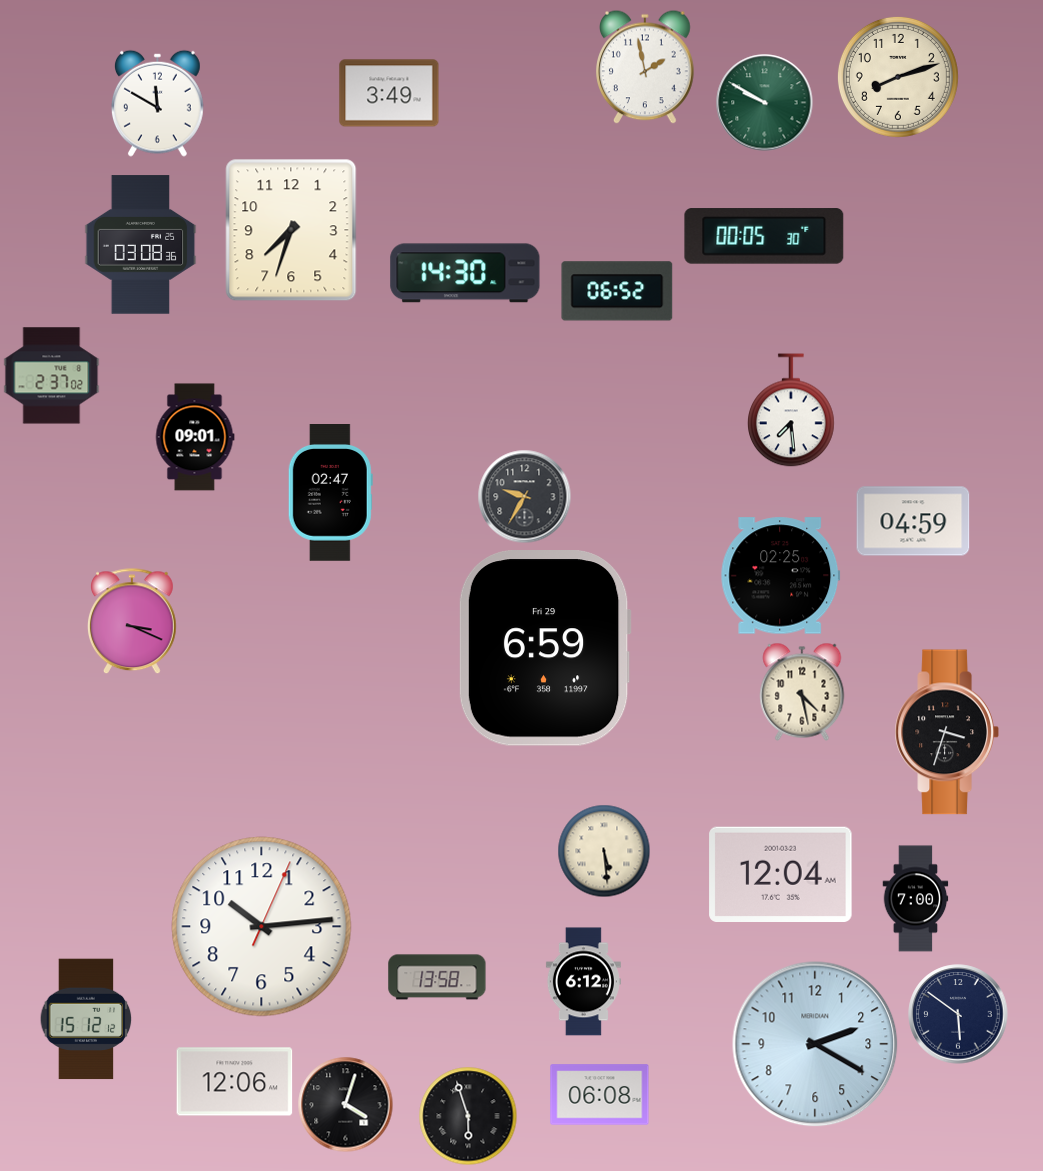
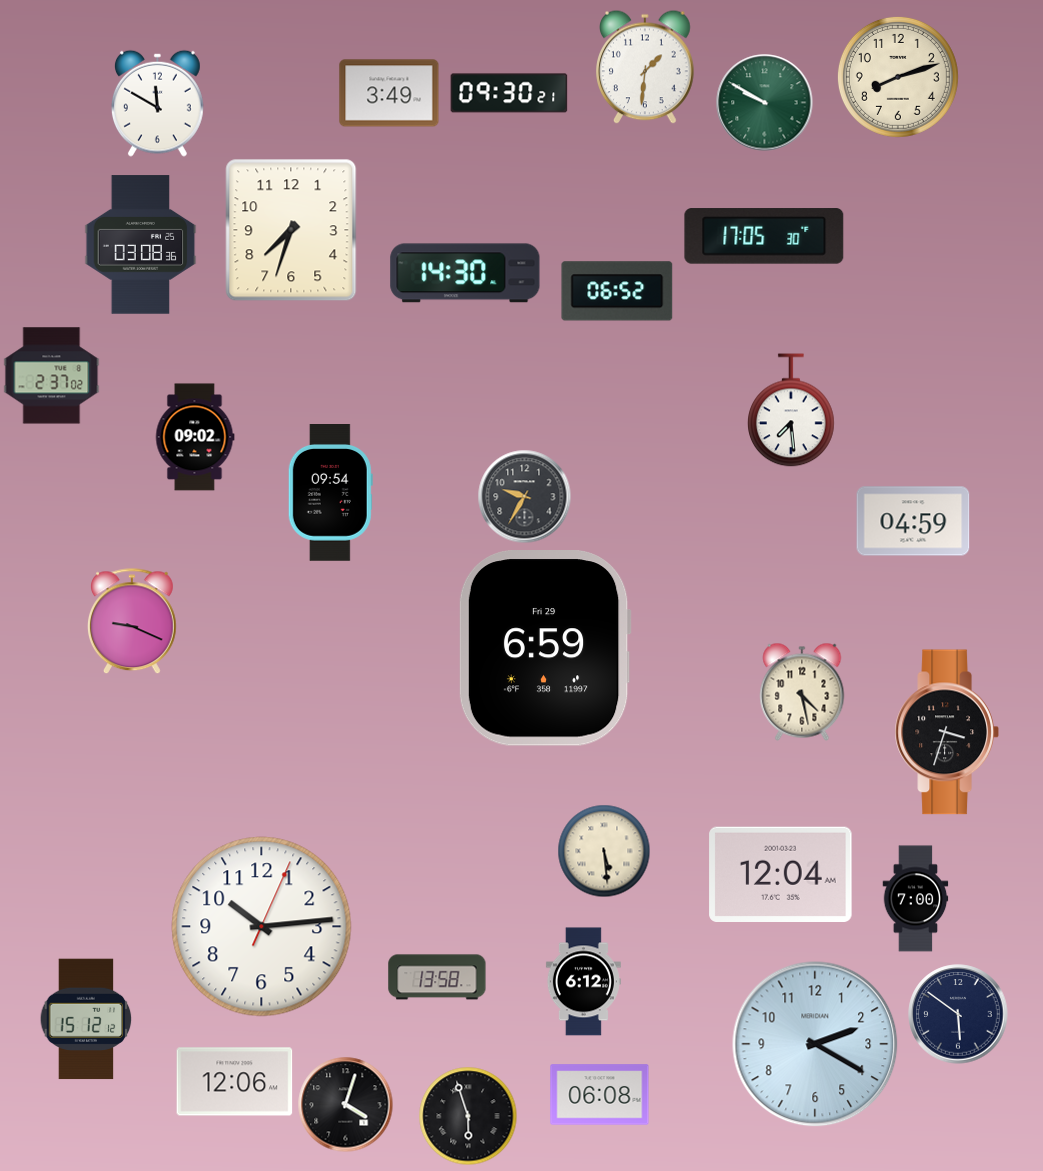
clock at (646, 67): 1:58 -> 1:31
clock at (509, 93): none -> 09:30
clock at (764, 236): 00:05 -> 17:05
clock at (195, 437): 09:01 -> 09:02
clock at (330, 493): 02:47 -> 09:54
clock at (781, 576): 02:25 -> none
clock at (132, 621): 3:19 -> 9:19
